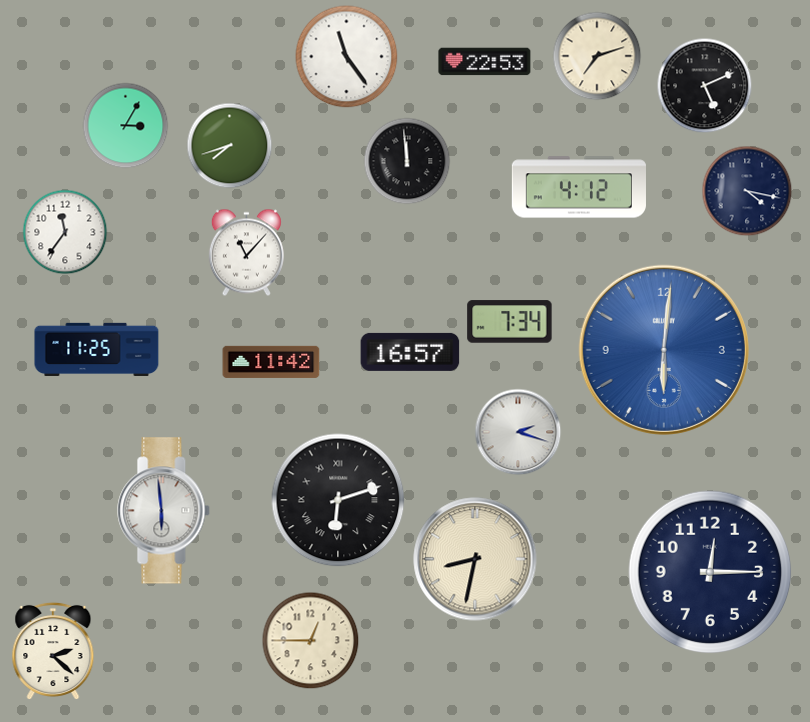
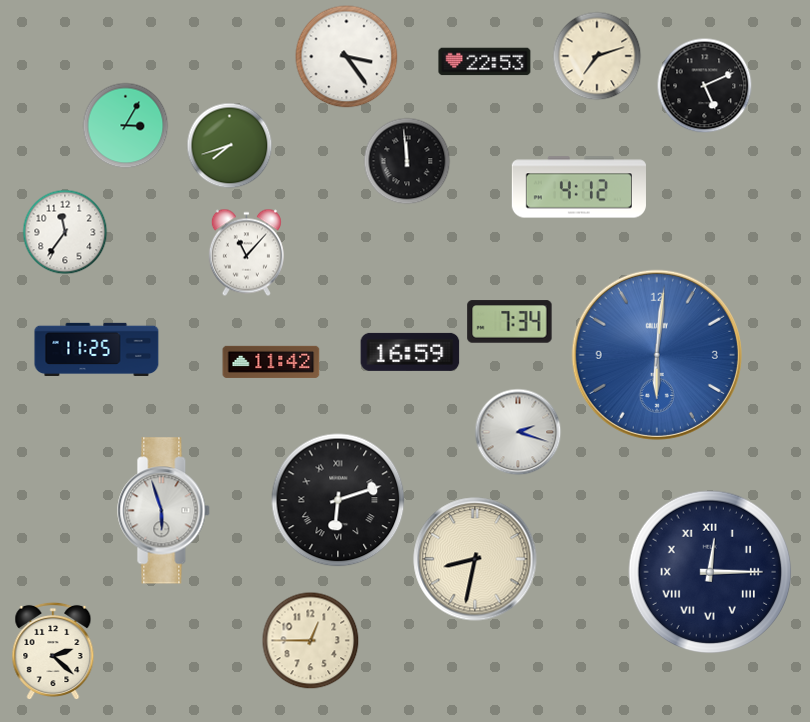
clock at (347, 57): 11:24 -> 3:24
clock at (747, 191): 4:17 -> none
clock at (664, 350) position: (664, 350) -> (657, 355)
clock at (410, 352): 16:57 -> 16:59
clock at (164, 511): 5:59 -> 5:57
clock at (710, 572) numerals: Arabic -> Roman
